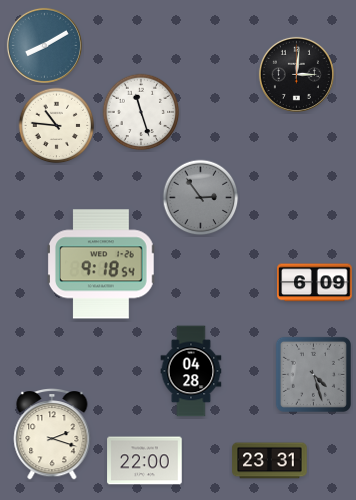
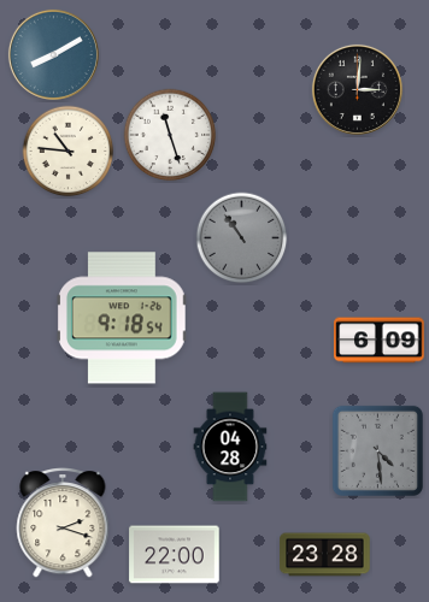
clock at (201, 198): 2:54 -> 10:54
clock at (313, 374): 4:27 -> 4:29
clock at (270, 461): 23:31 -> 23:28
